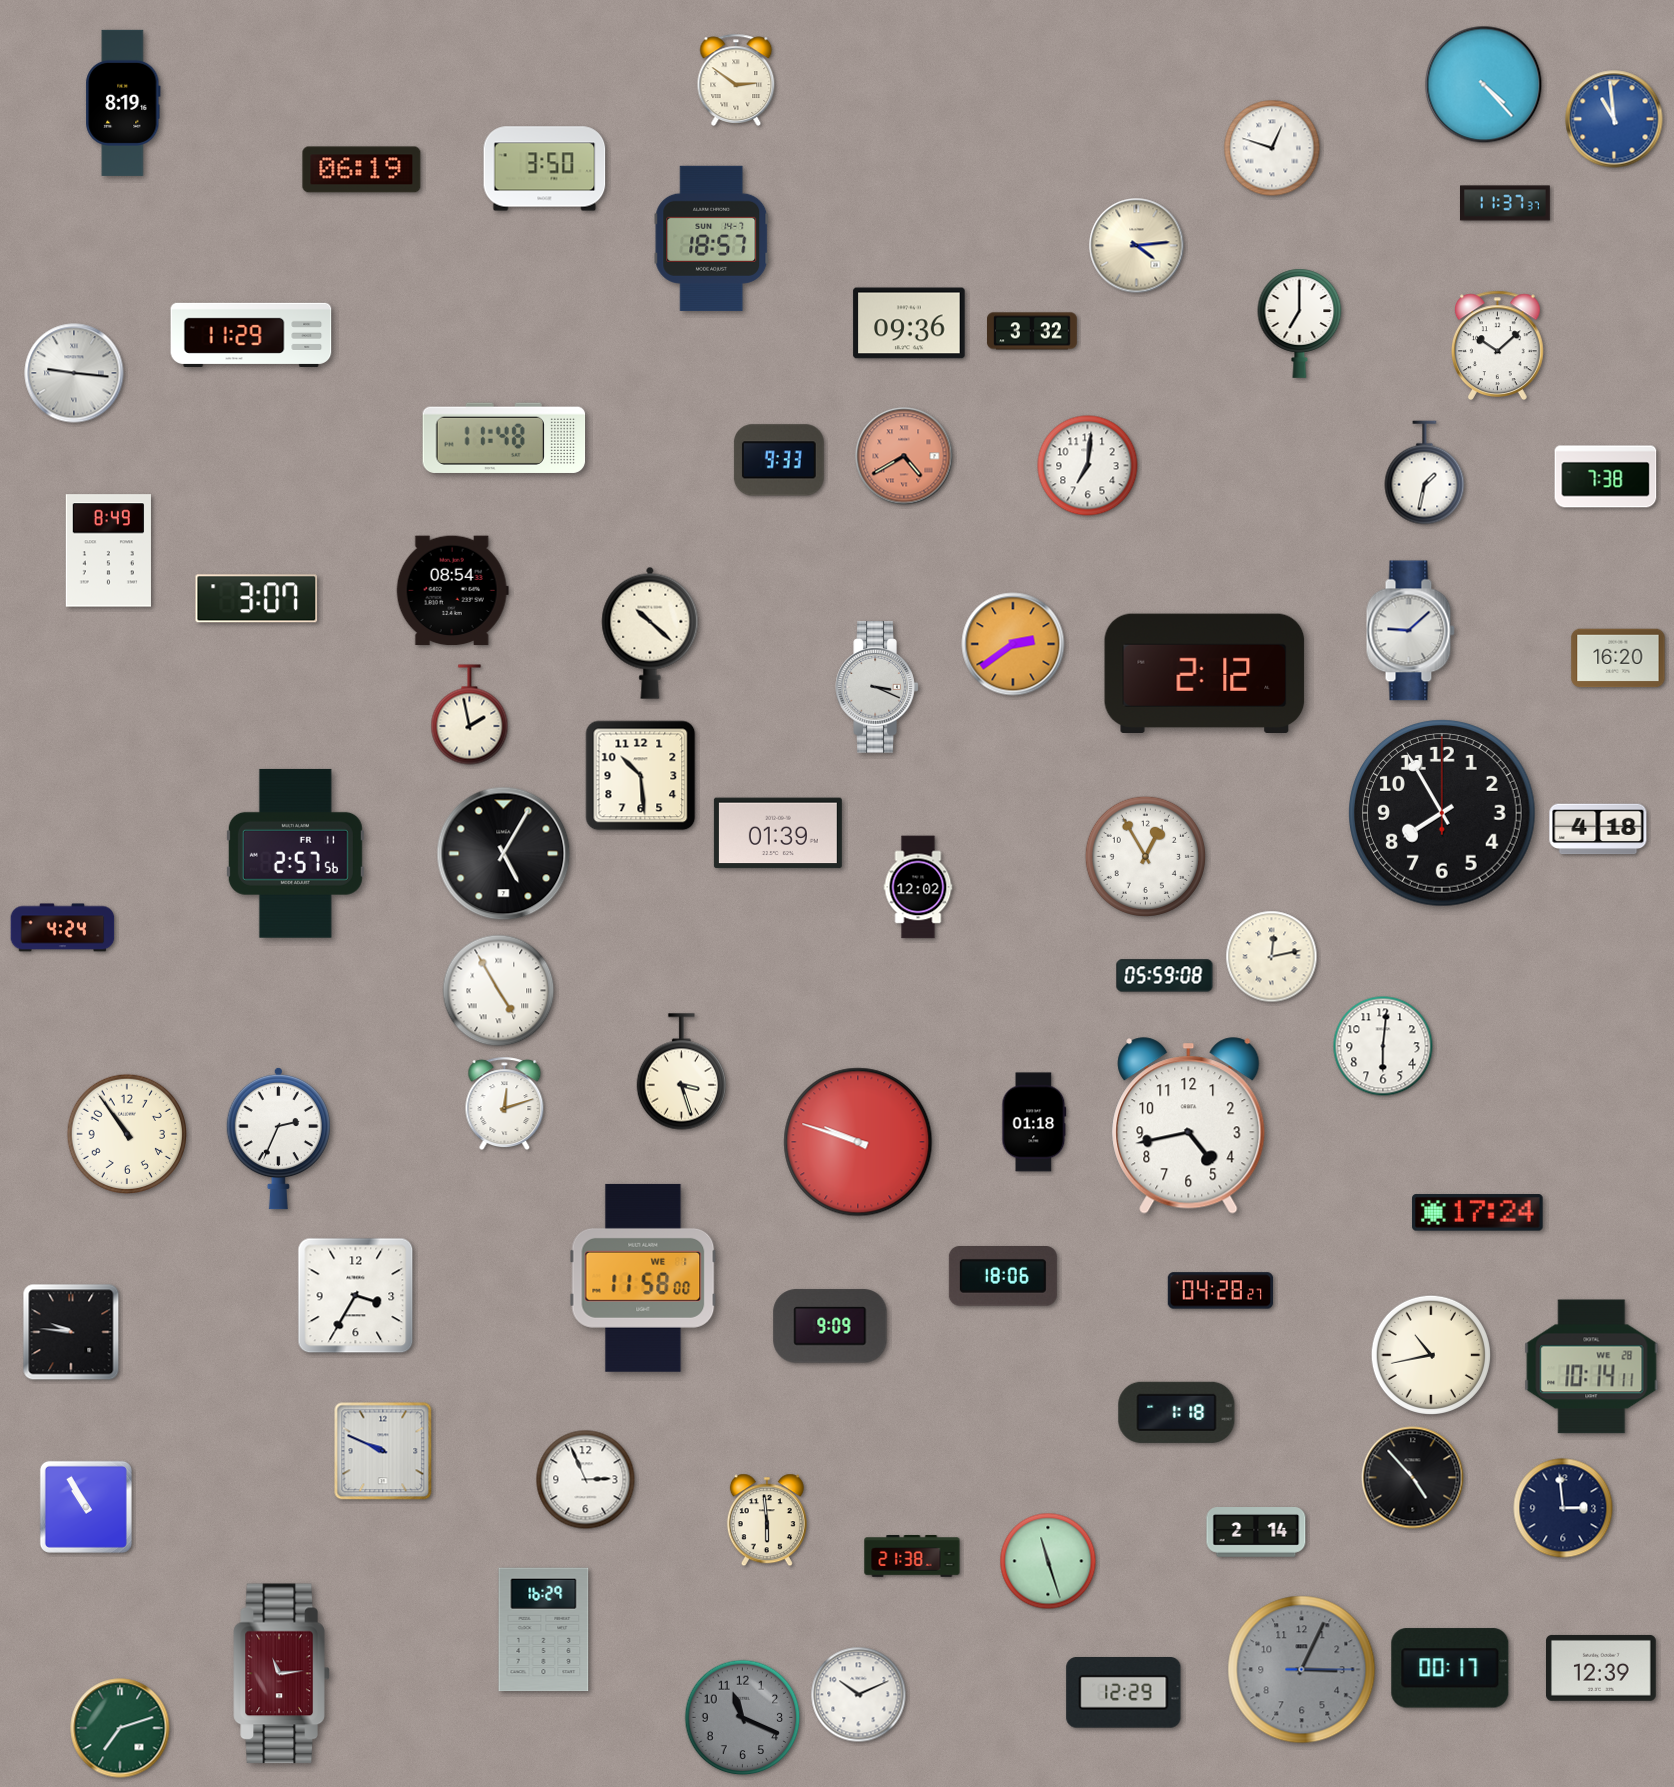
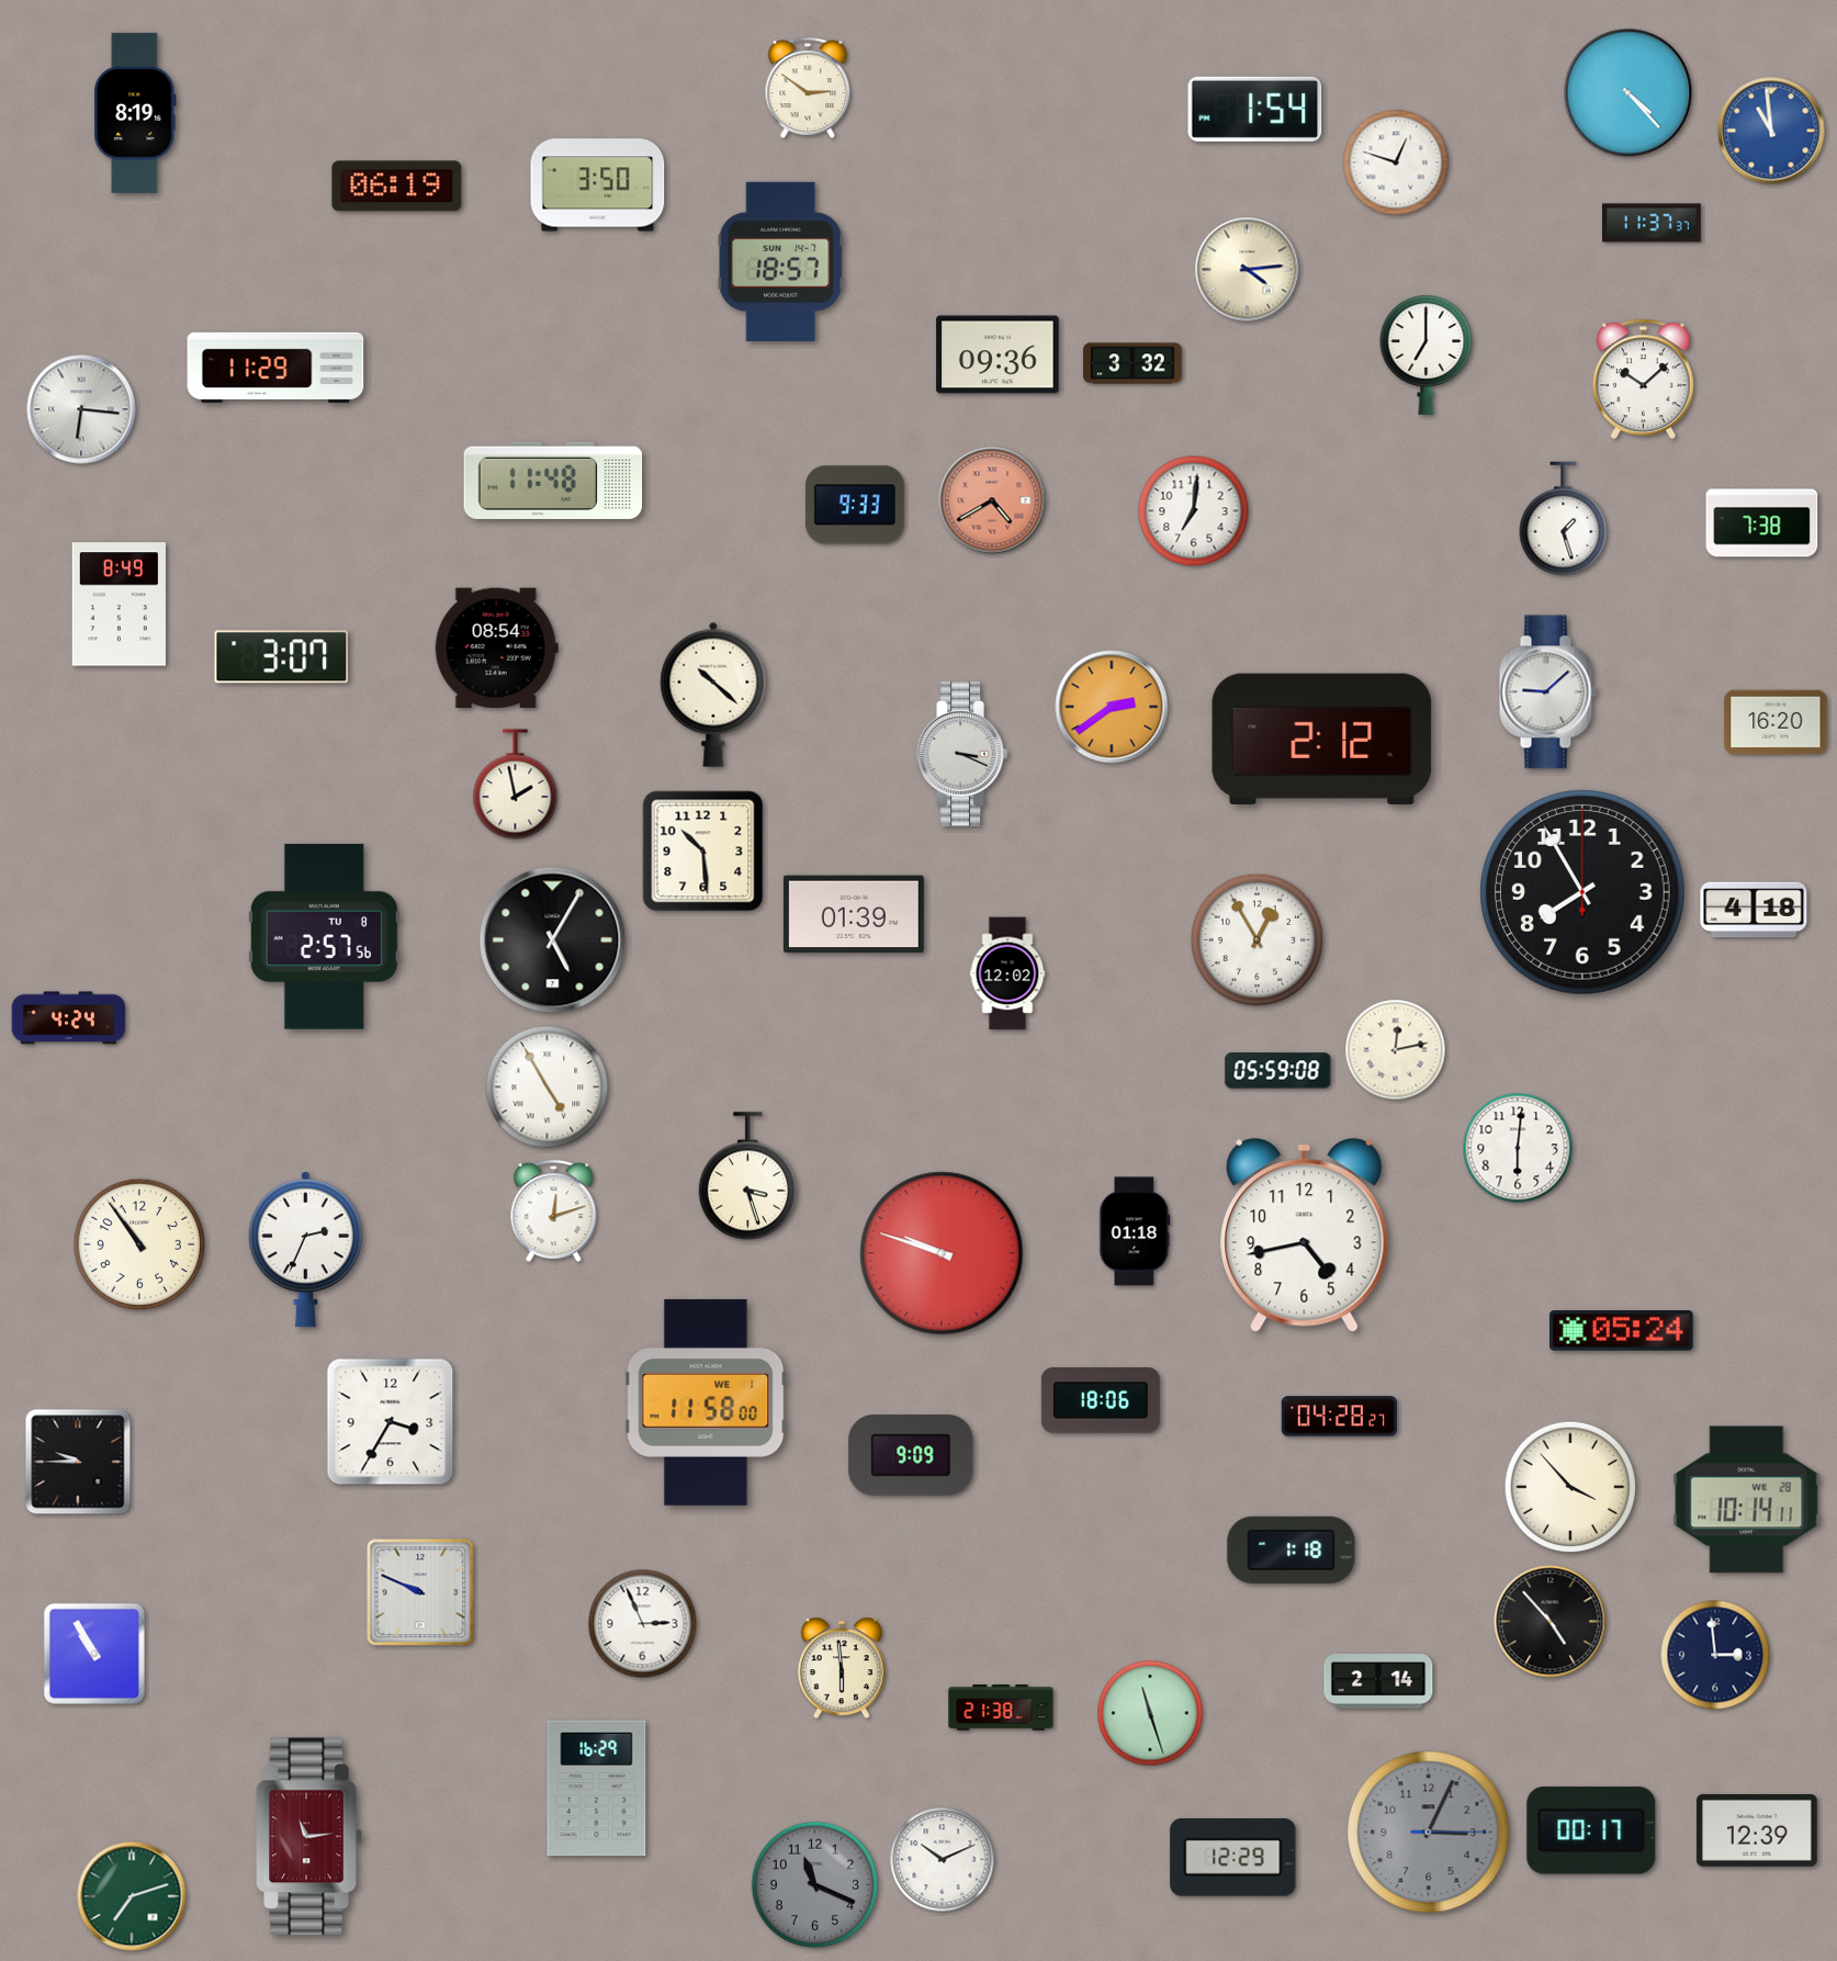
clock at (1255, 109): none -> 1:54
clock at (74, 373): 9:16 -> 6:16
clock at (1425, 473): 1:32 -> 1:27
clock at (295, 853) date: FR 11 -> TU 8
clock at (504, 854) position: (504, 854) -> (553, 940)
clock at (1478, 1213): 17:24 -> 05:24
clock at (71, 1332): 9:46 -> 9:45
clock at (1430, 1354): 10:43 -> 3:53
